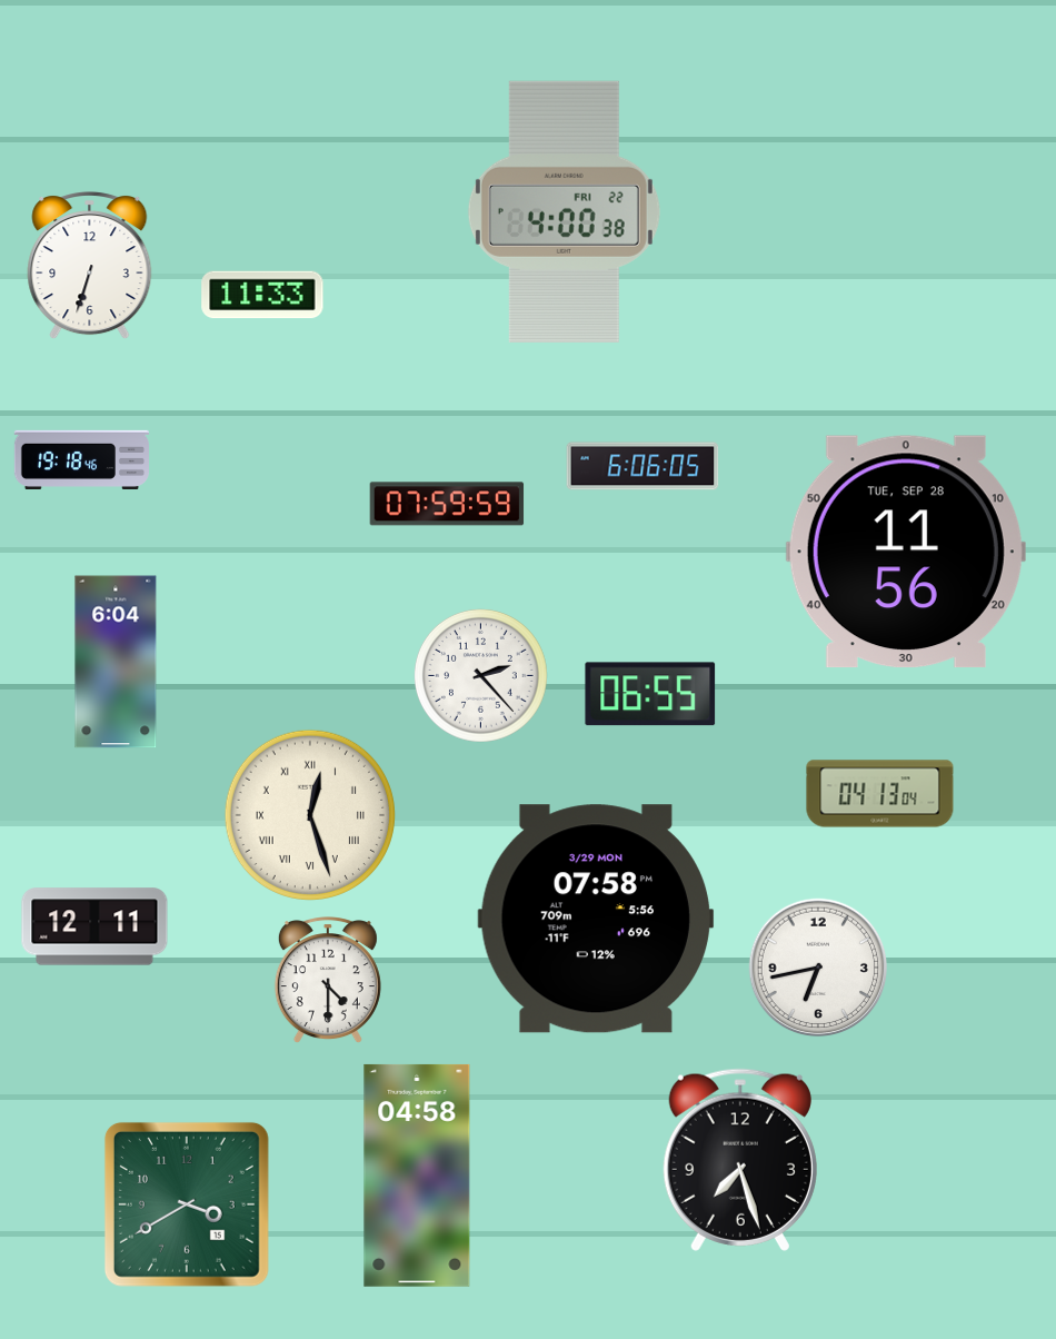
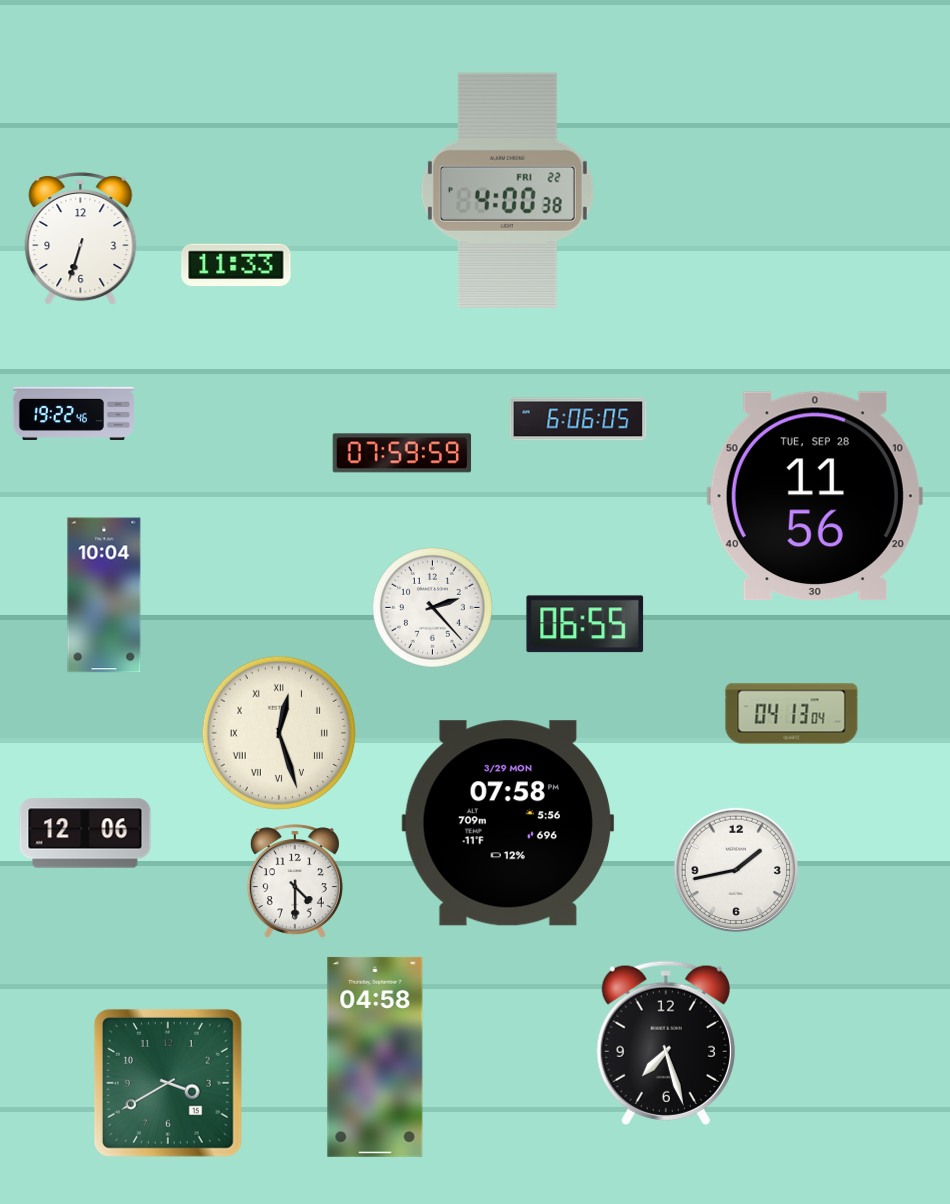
clock at (81, 459): 19:18 -> 19:22
clock at (116, 662): 6:04 -> 10:04
clock at (596, 919) position: (596, 919) -> (508, 823)
clock at (94, 926): 12:11 -> 12:06
clock at (818, 968): 6:43 -> 1:43
